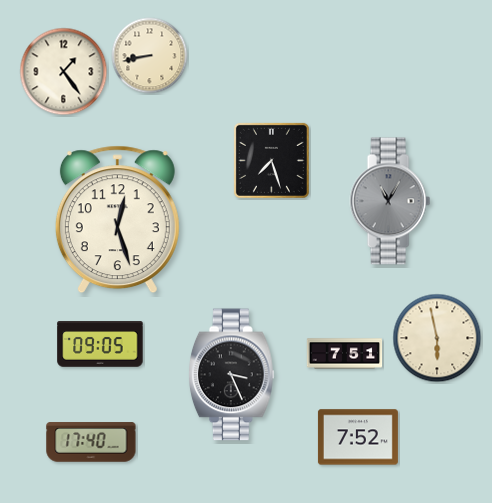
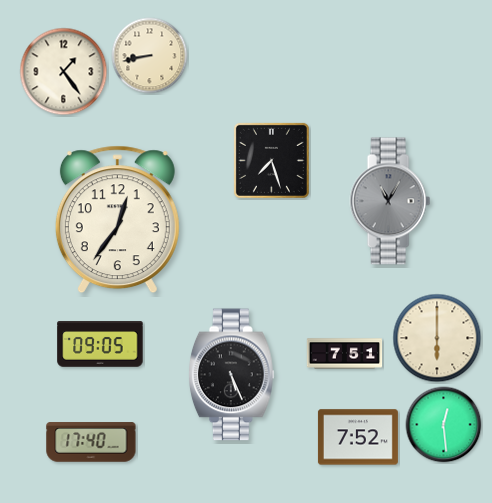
clock at (117, 220): 12:27 -> 12:36
clock at (437, 338): 5:58 -> 6:00
clock at (232, 375): 3:26 -> 5:26
clock at (444, 425): none -> 12:29
